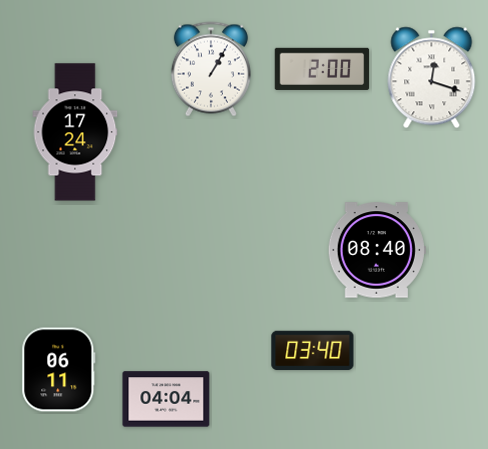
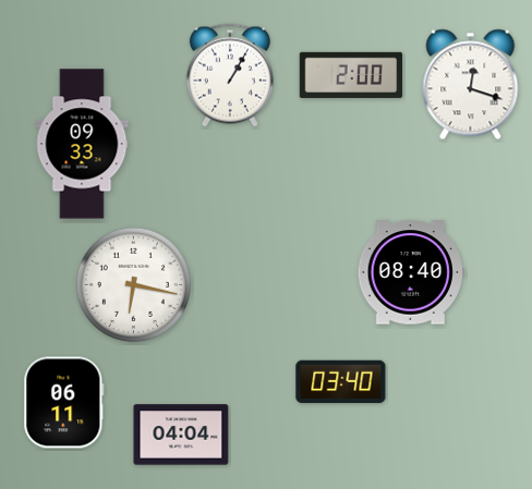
clock at (75, 132): 17:24 -> 09:33
clock at (133, 284): none -> 6:17
